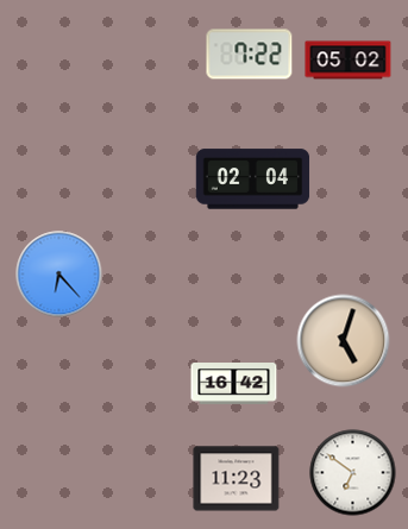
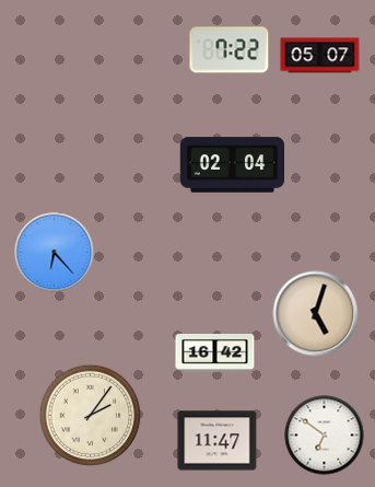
clock at (349, 61): 05:02 -> 05:07
clock at (91, 416): none -> 2:06
clock at (237, 479): 11:23 -> 11:47
